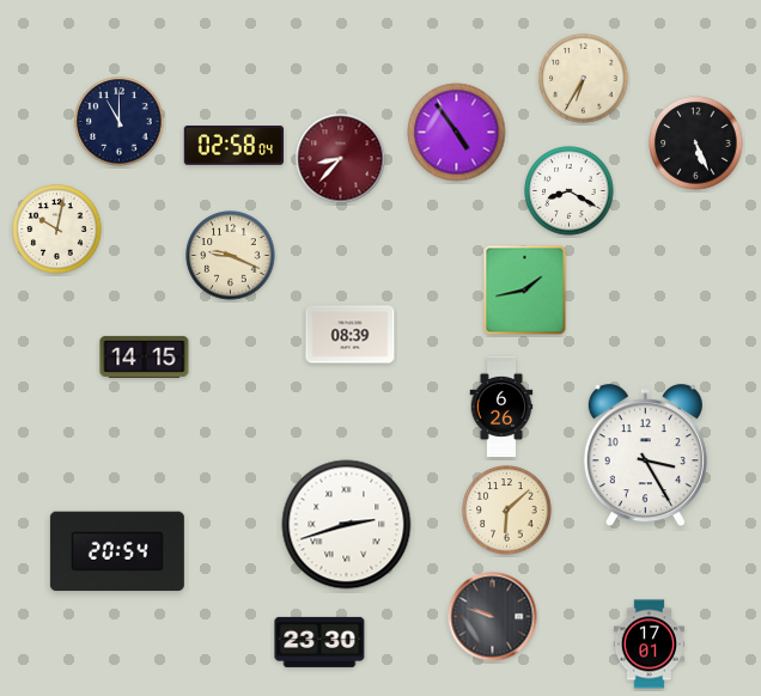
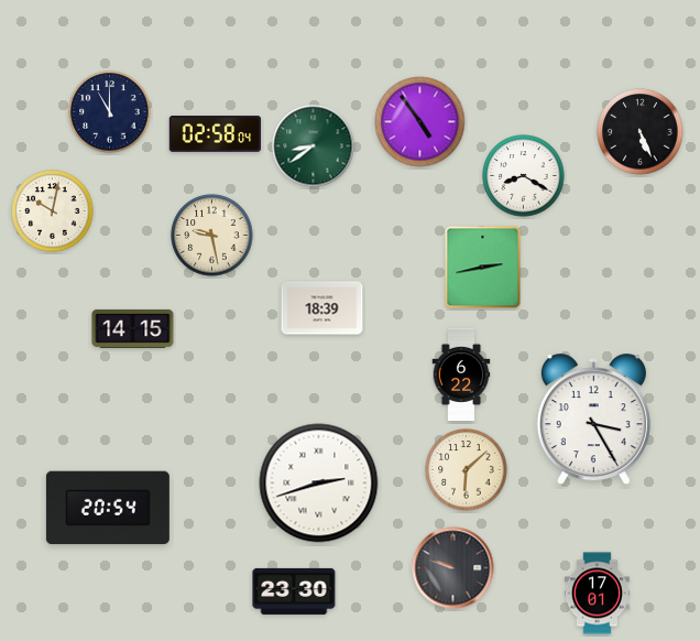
clock at (584, 79): 6:35 -> none
clock at (341, 159): 8:37 -> 8:39
clock at (341, 159) dial: burgundy -> green
clock at (231, 256): 9:19 -> 9:28
clock at (525, 291): 1:43 -> 2:43
clock at (351, 335): 08:39 -> 18:39
clock at (501, 407): 6:26 -> 6:22
